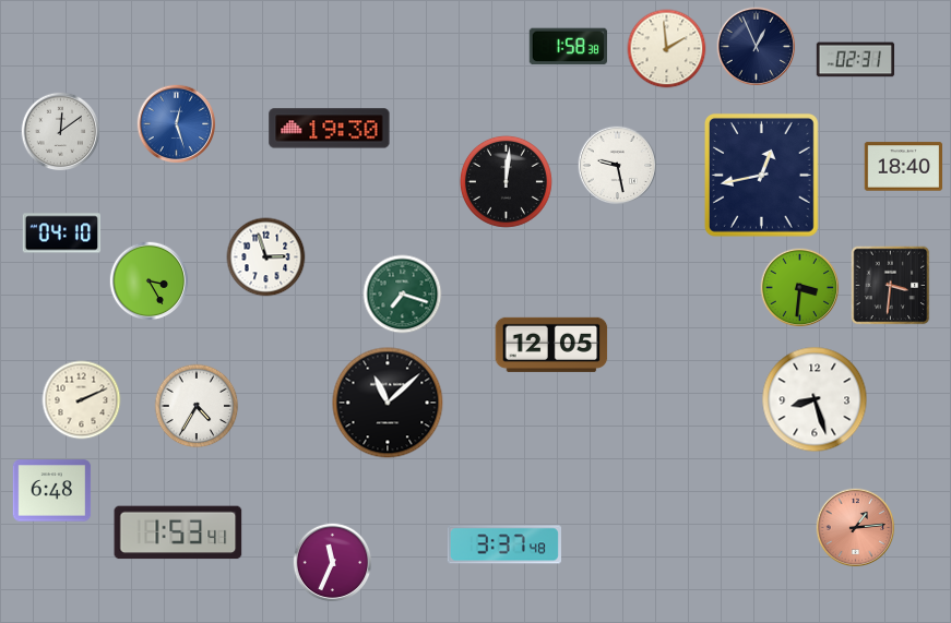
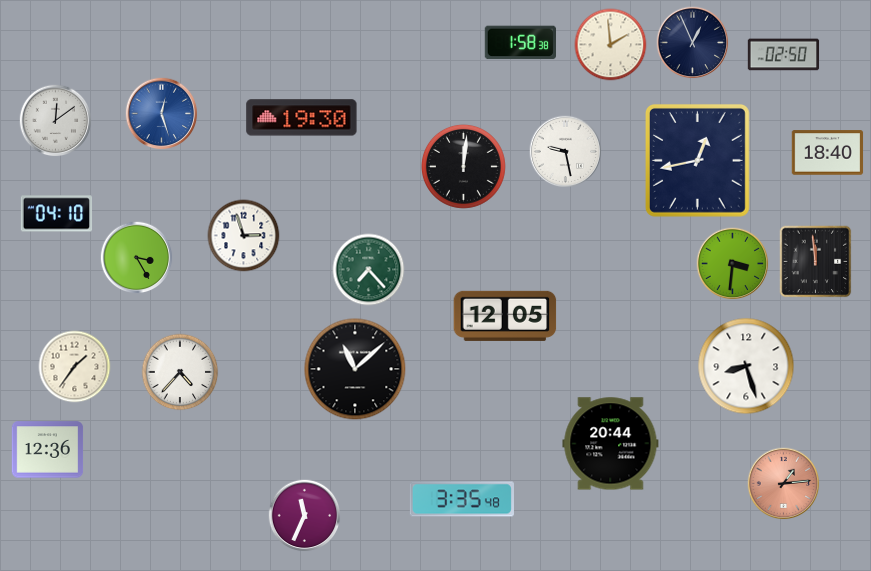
clock at (856, 60): 02:31 -> 02:50
clock at (891, 286): 3:31 -> 11:59
clock at (403, 295): 7:18 -> 7:23
clock at (82, 400): 2:11 -> 1:36
clock at (197, 406): 4:35 -> 4:37
clock at (611, 444): none -> 20:44
clock at (52, 491): 6:48 -> 12:36
clock at (178, 532): 1:53 -> none
clock at (504, 544): 3:37 -> 3:35
